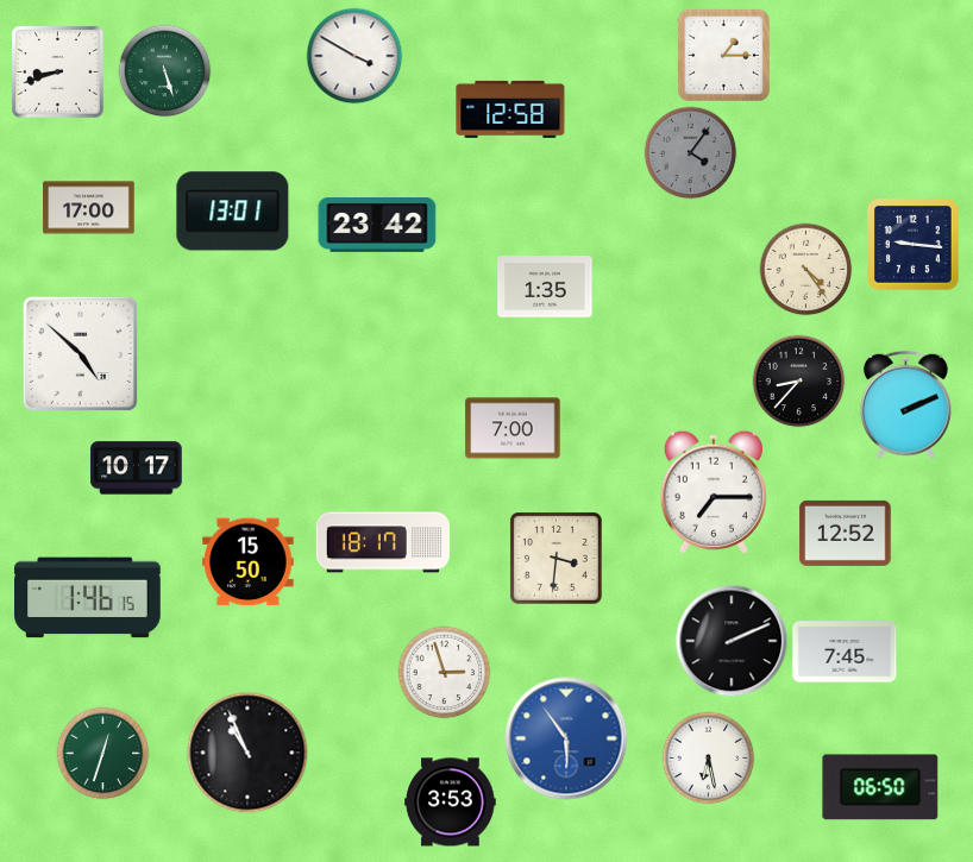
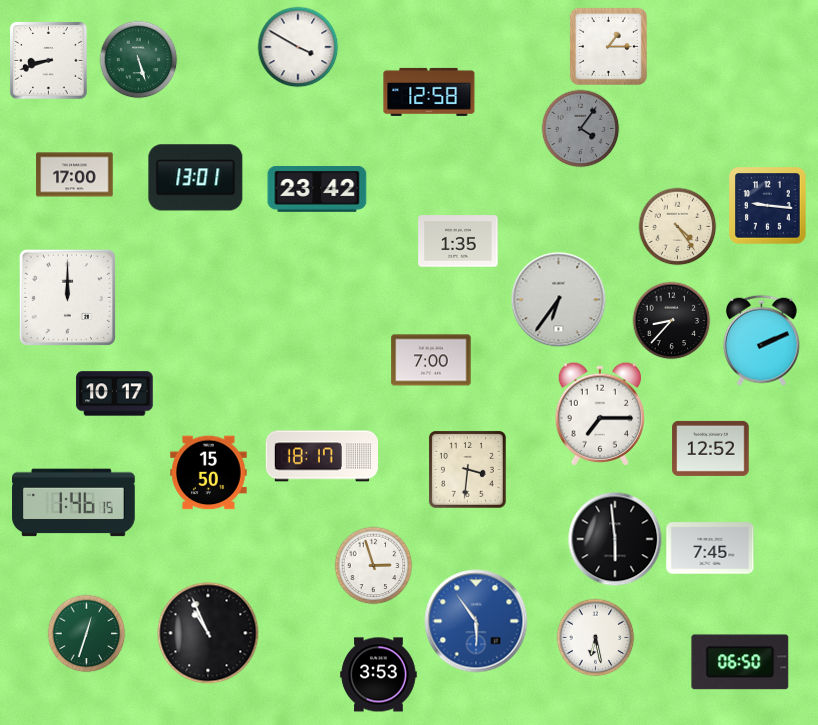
clock at (80, 353): 4:52 -> 12:00
clock at (558, 299): none -> 6:36
clock at (732, 641): 2:11 -> 5:59
